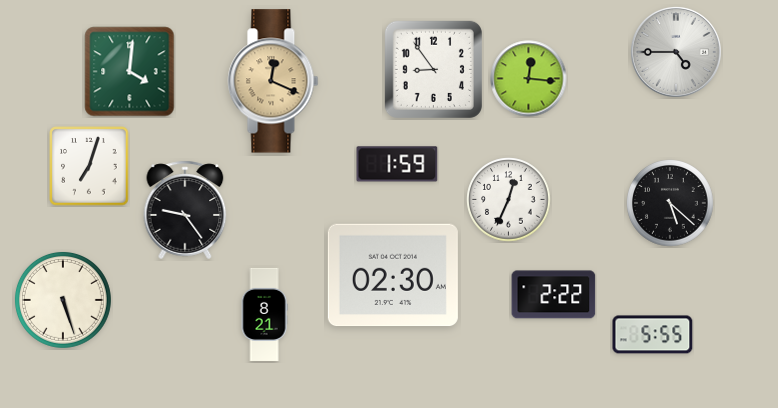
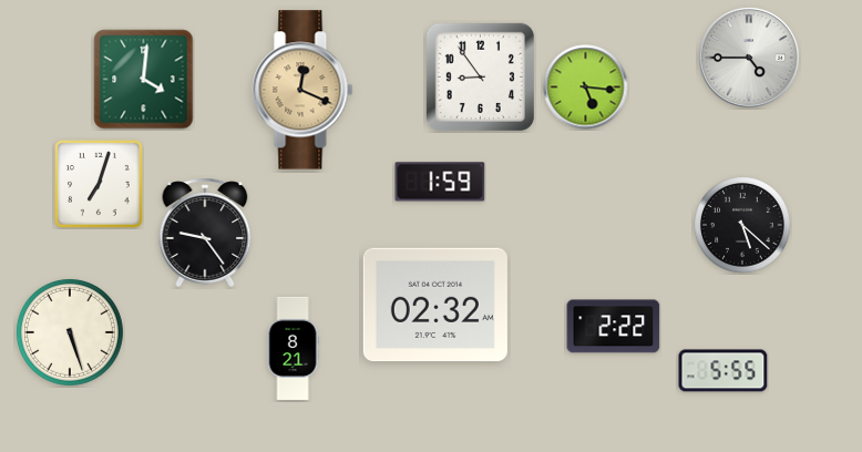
clock at (529, 79): 12:16 -> 5:16
clock at (509, 200): 12:34 -> none
clock at (393, 275): 02:30 -> 02:32
